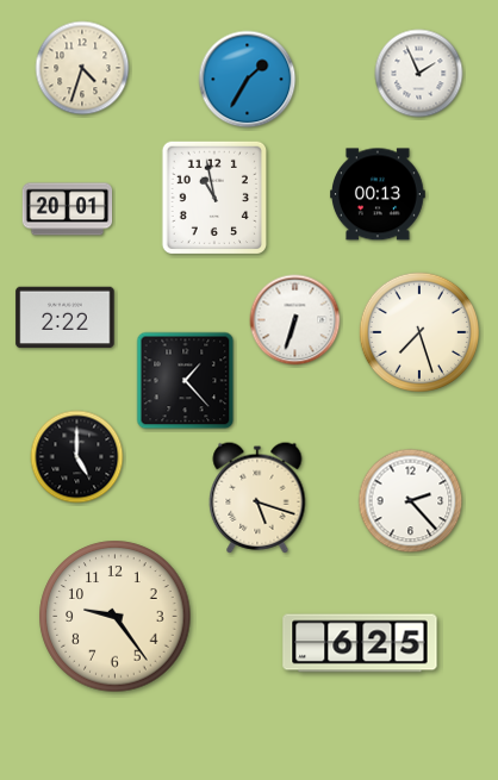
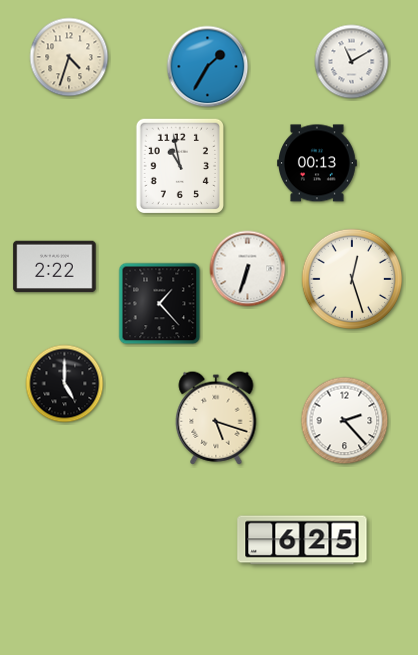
clock at (419, 74): 1:56 -> 11:10
clock at (68, 210): 20:01 -> none
clock at (418, 331): 7:27 -> 12:27
clock at (186, 381) position: (186, 381) -> (160, 304)
clock at (116, 617): 9:24 -> none
